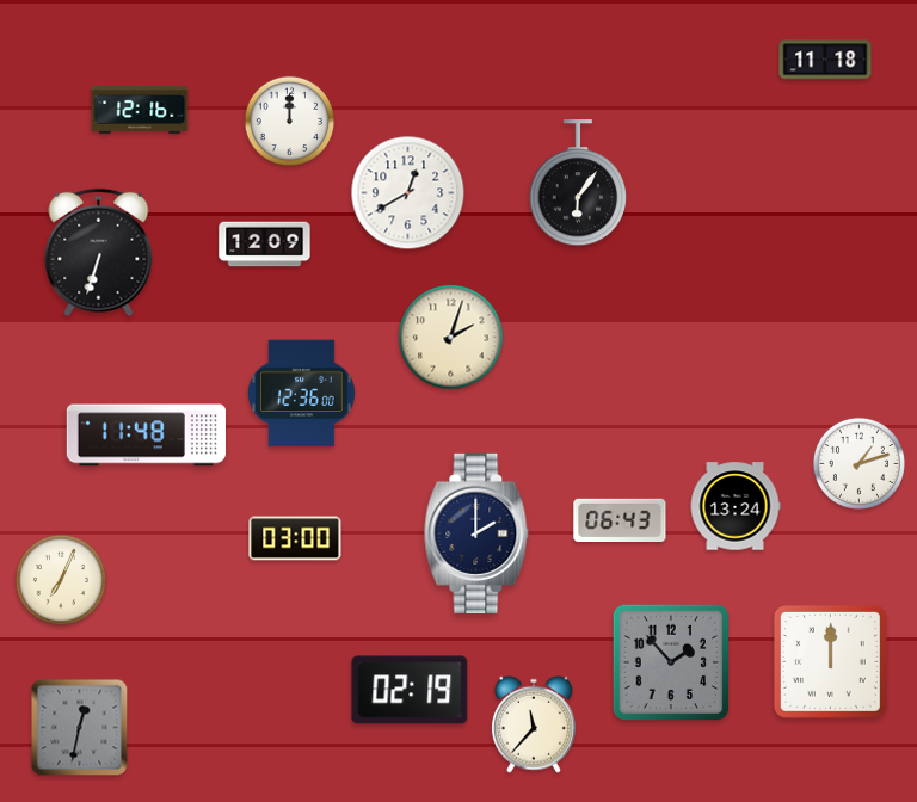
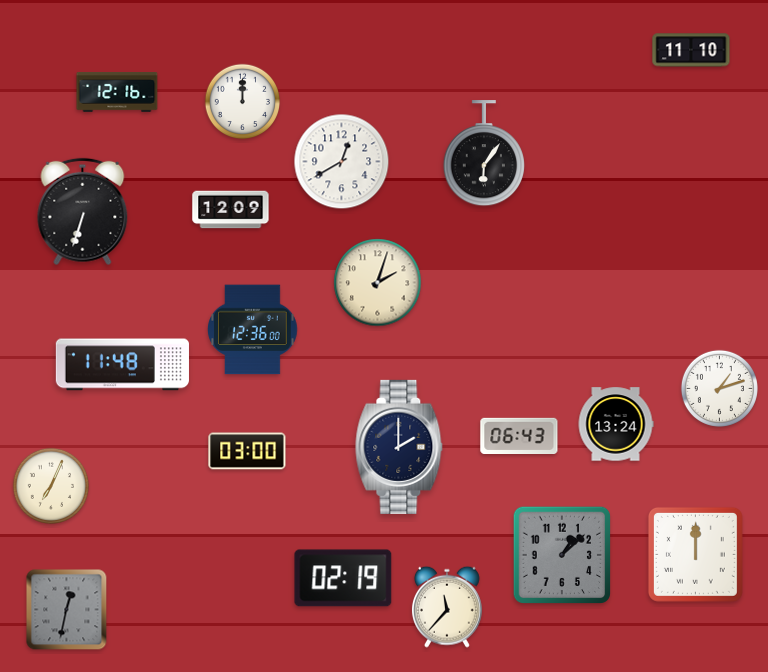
clock at (825, 60): 11:18 -> 11:10
clock at (265, 245) position: (265, 245) -> (231, 210)
clock at (670, 661): 1:53 -> 1:08
